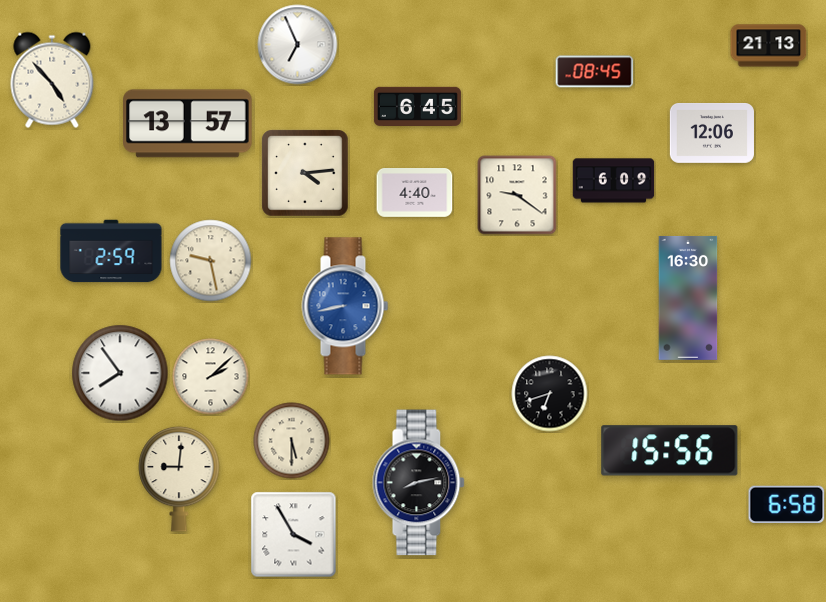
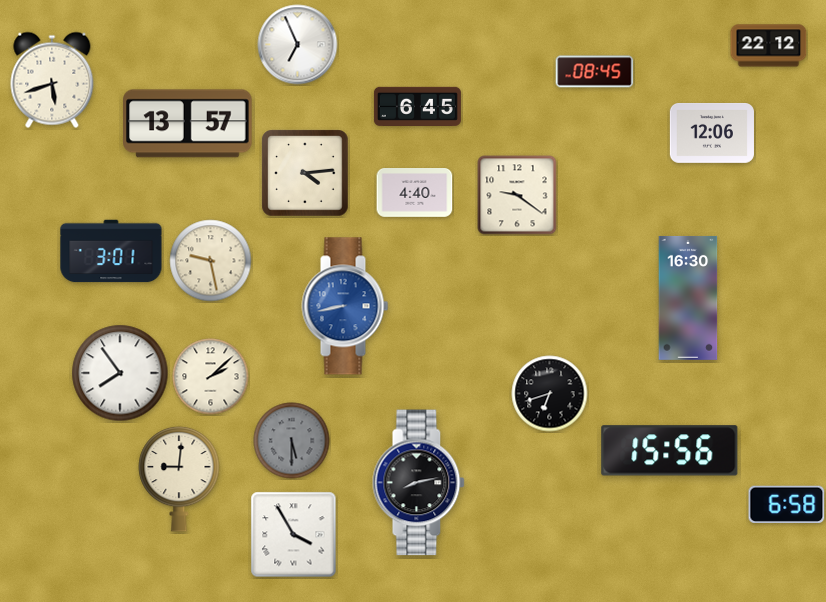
clock at (769, 46): 21:13 -> 22:12
clock at (52, 80): 4:53 -> 5:42
clock at (614, 181): 6:09 -> none
clock at (111, 251): 2:59 -> 3:01
clock at (292, 441) dial: cream -> grey
